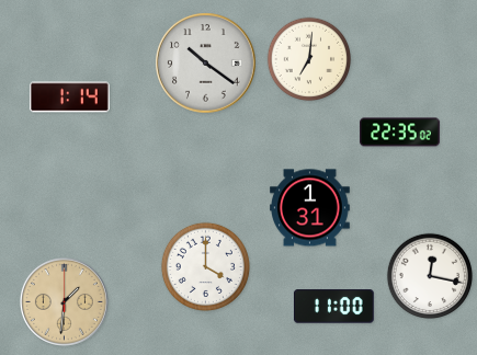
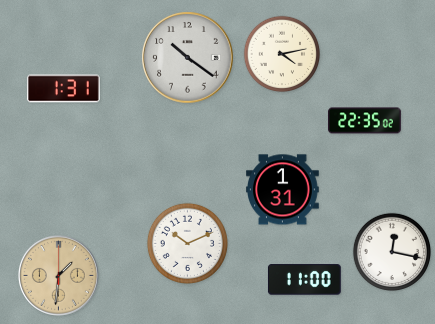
clock at (309, 59): 7:01 -> 4:13
clock at (70, 98): 1:14 -> 1:31
clock at (205, 266): 4:00 -> 10:11
